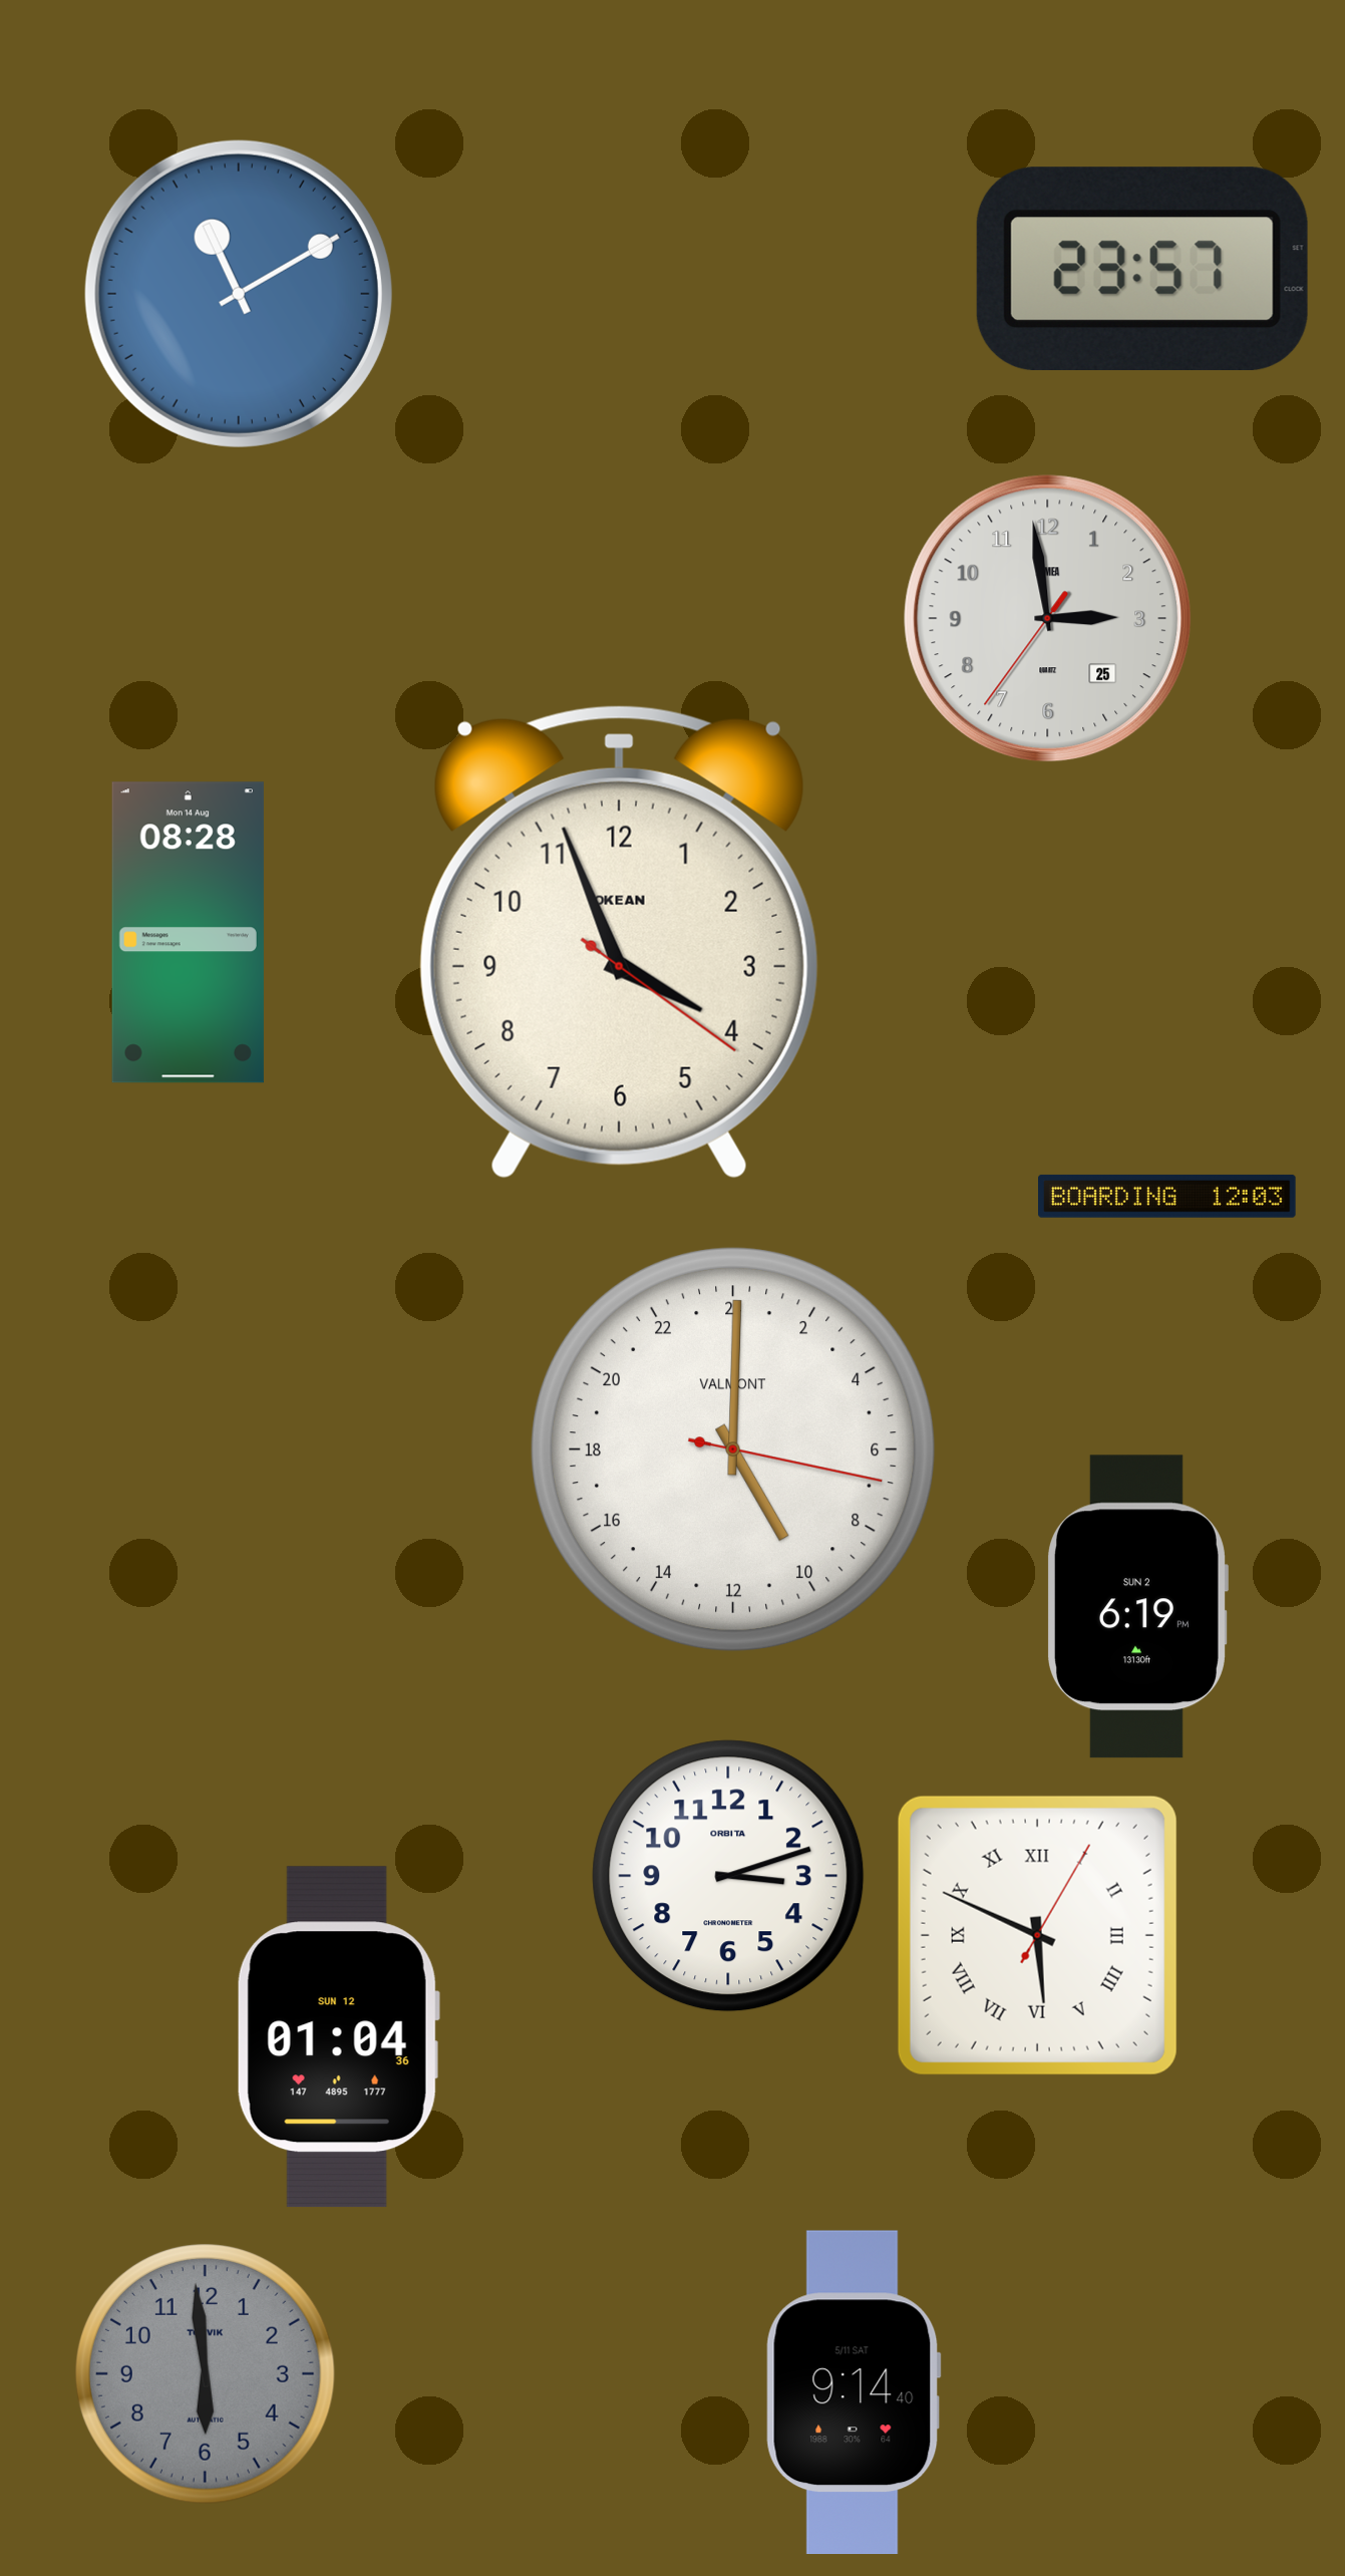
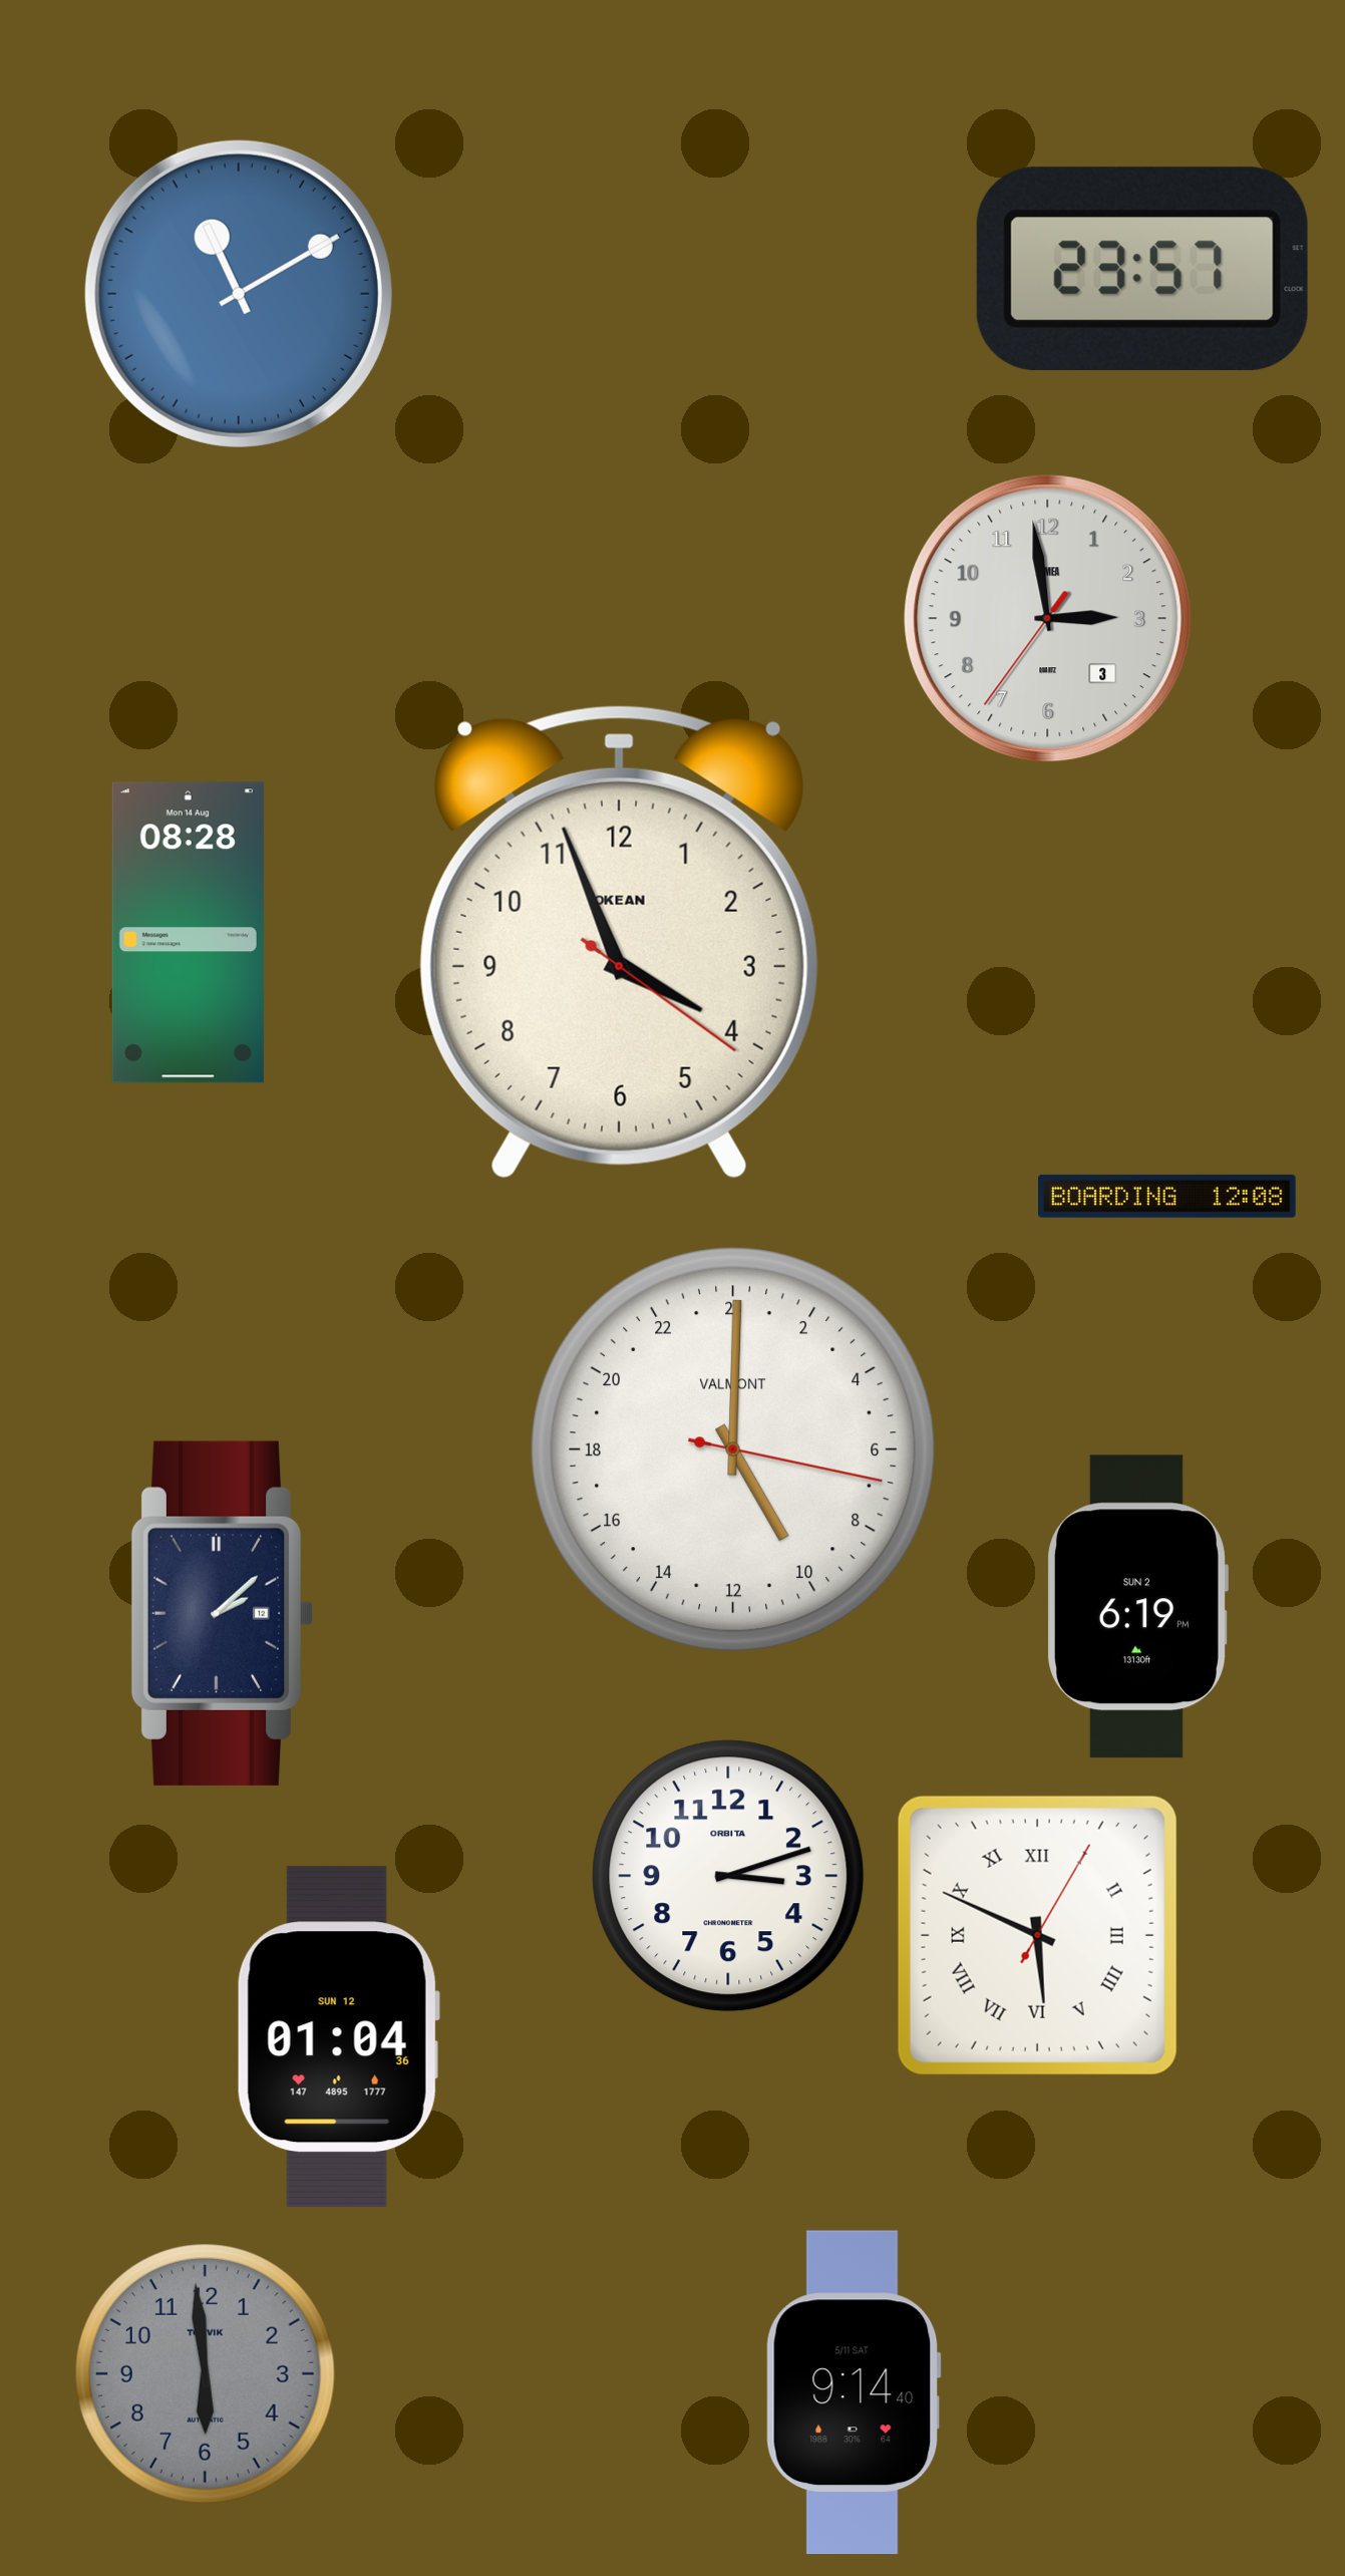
clock at (1048, 619) date: 25 -> 3
clock at (1167, 1196): 12:03 -> 12:08
clock at (223, 1613): none -> 2:08
